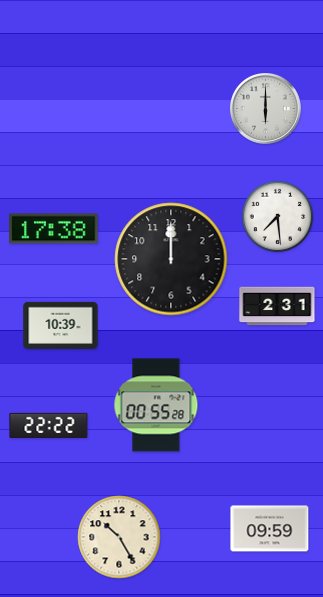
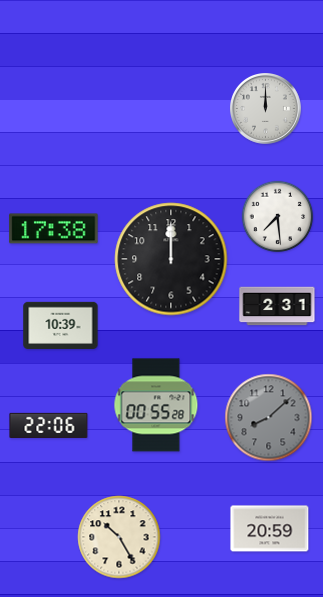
clock at (266, 109): 6:00 -> 12:00
clock at (269, 418): none -> 8:08
clock at (49, 425): 22:22 -> 22:06
clock at (270, 529): 09:59 -> 20:59
